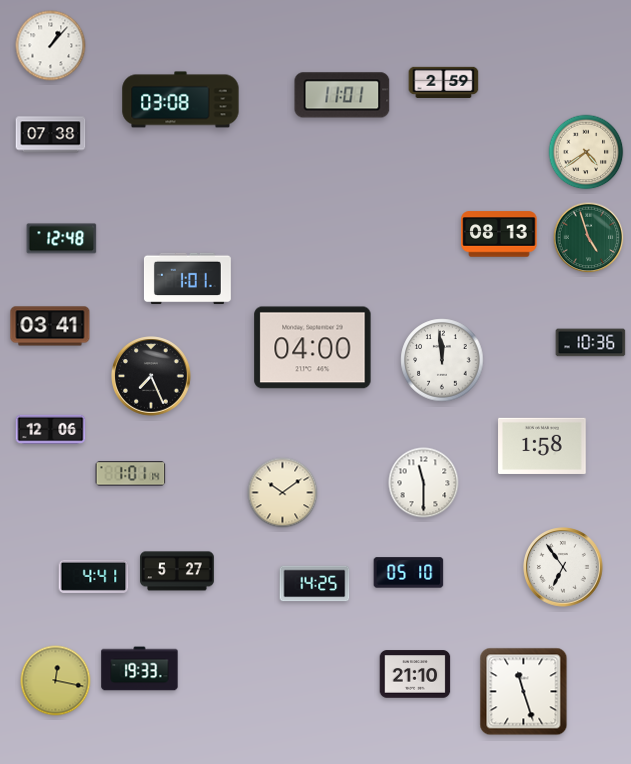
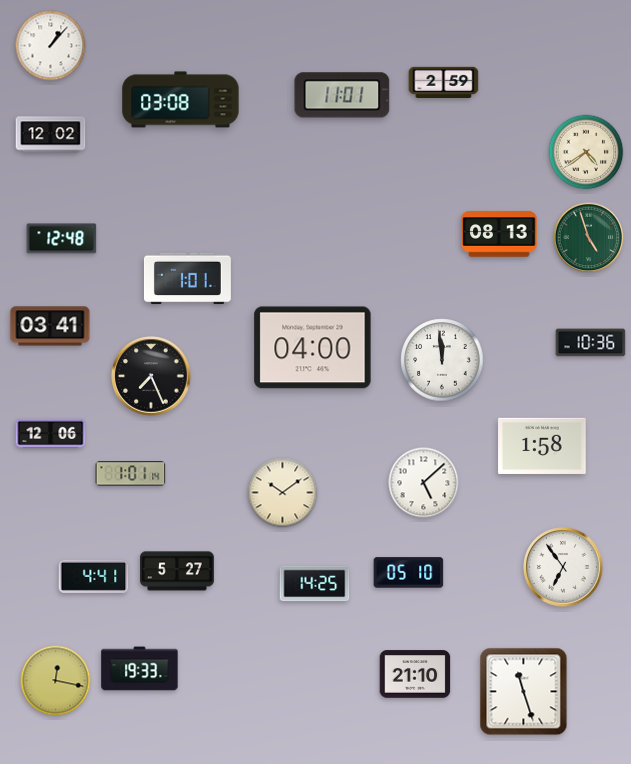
clock at (51, 135): 07:38 -> 12:02
clock at (51, 430) position: (51, 430) -> (51, 434)
clock at (424, 483): 11:30 -> 5:08
